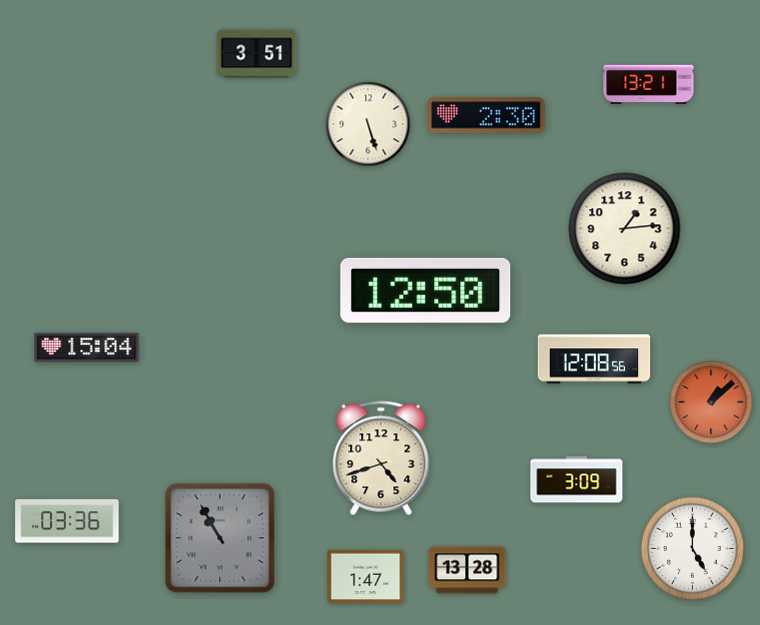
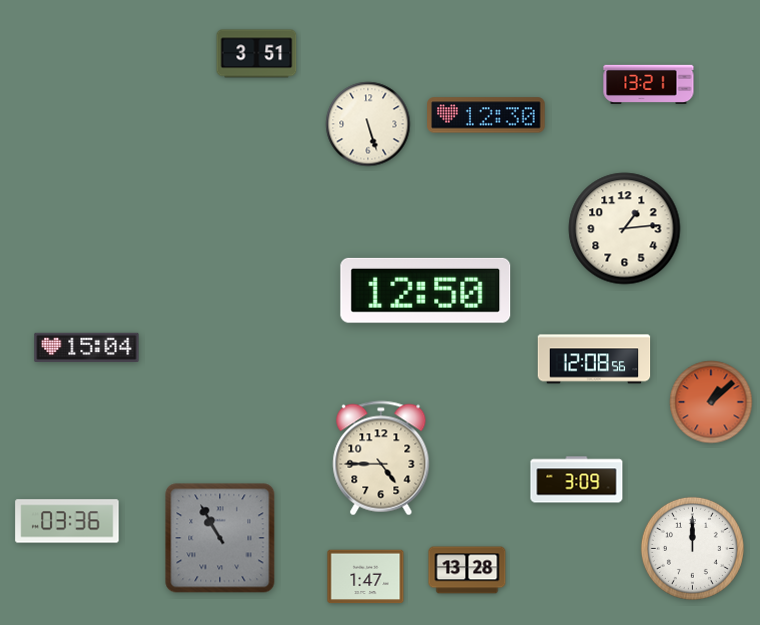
clock at (486, 115): 2:30 -> 12:30
clock at (381, 458): 4:42 -> 4:45
clock at (692, 548): 5:00 -> 12:00
